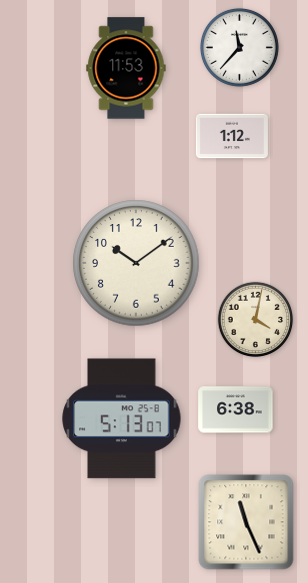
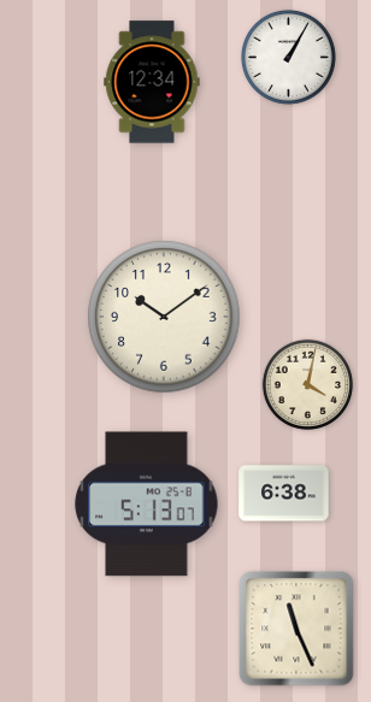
clock at (239, 47): 11:37 -> 1:05
clock at (126, 68): 11:53 -> 12:34
clock at (232, 136): 1:12 -> none
